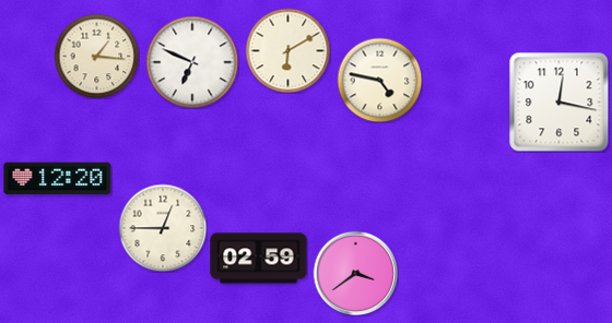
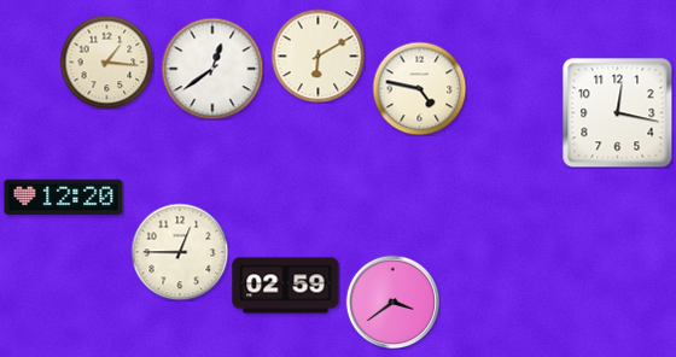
clock at (192, 62): 6:49 -> 12:39
